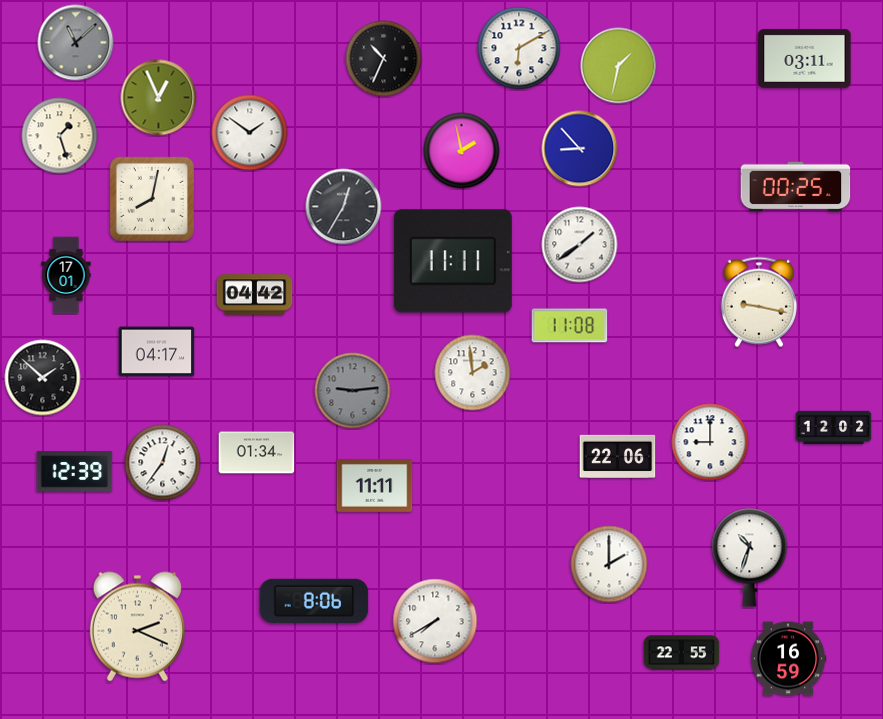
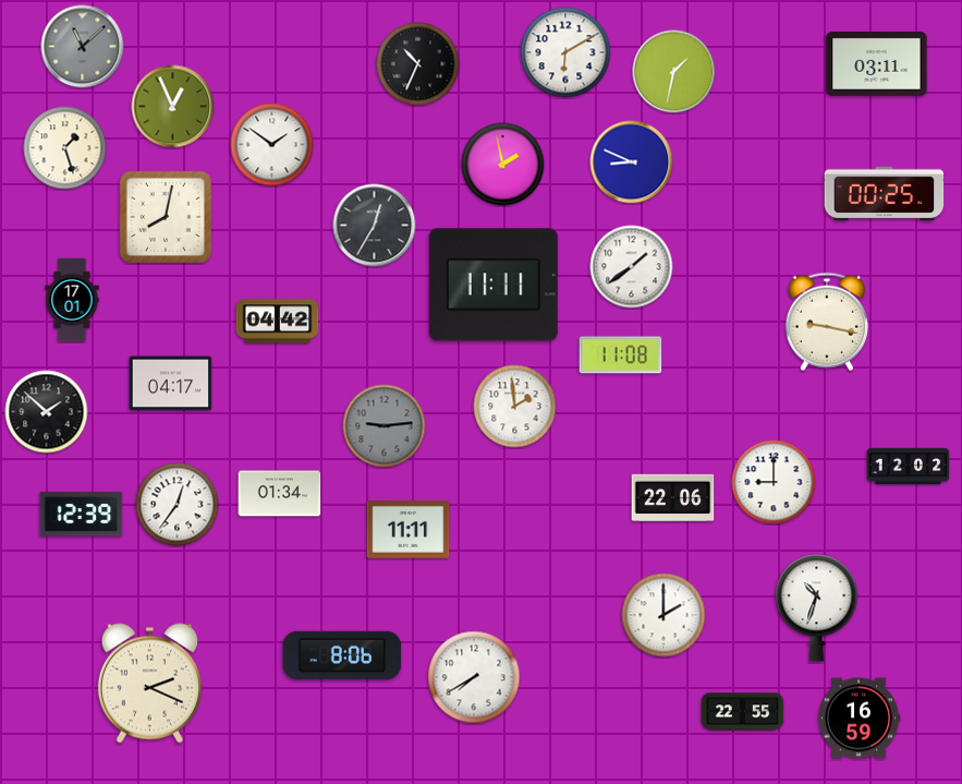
clock at (580, 149): 8:53 -> 8:49
clock at (796, 187) position: (796, 187) -> (885, 194)
clock at (759, 302) position: (759, 302) -> (827, 322)
